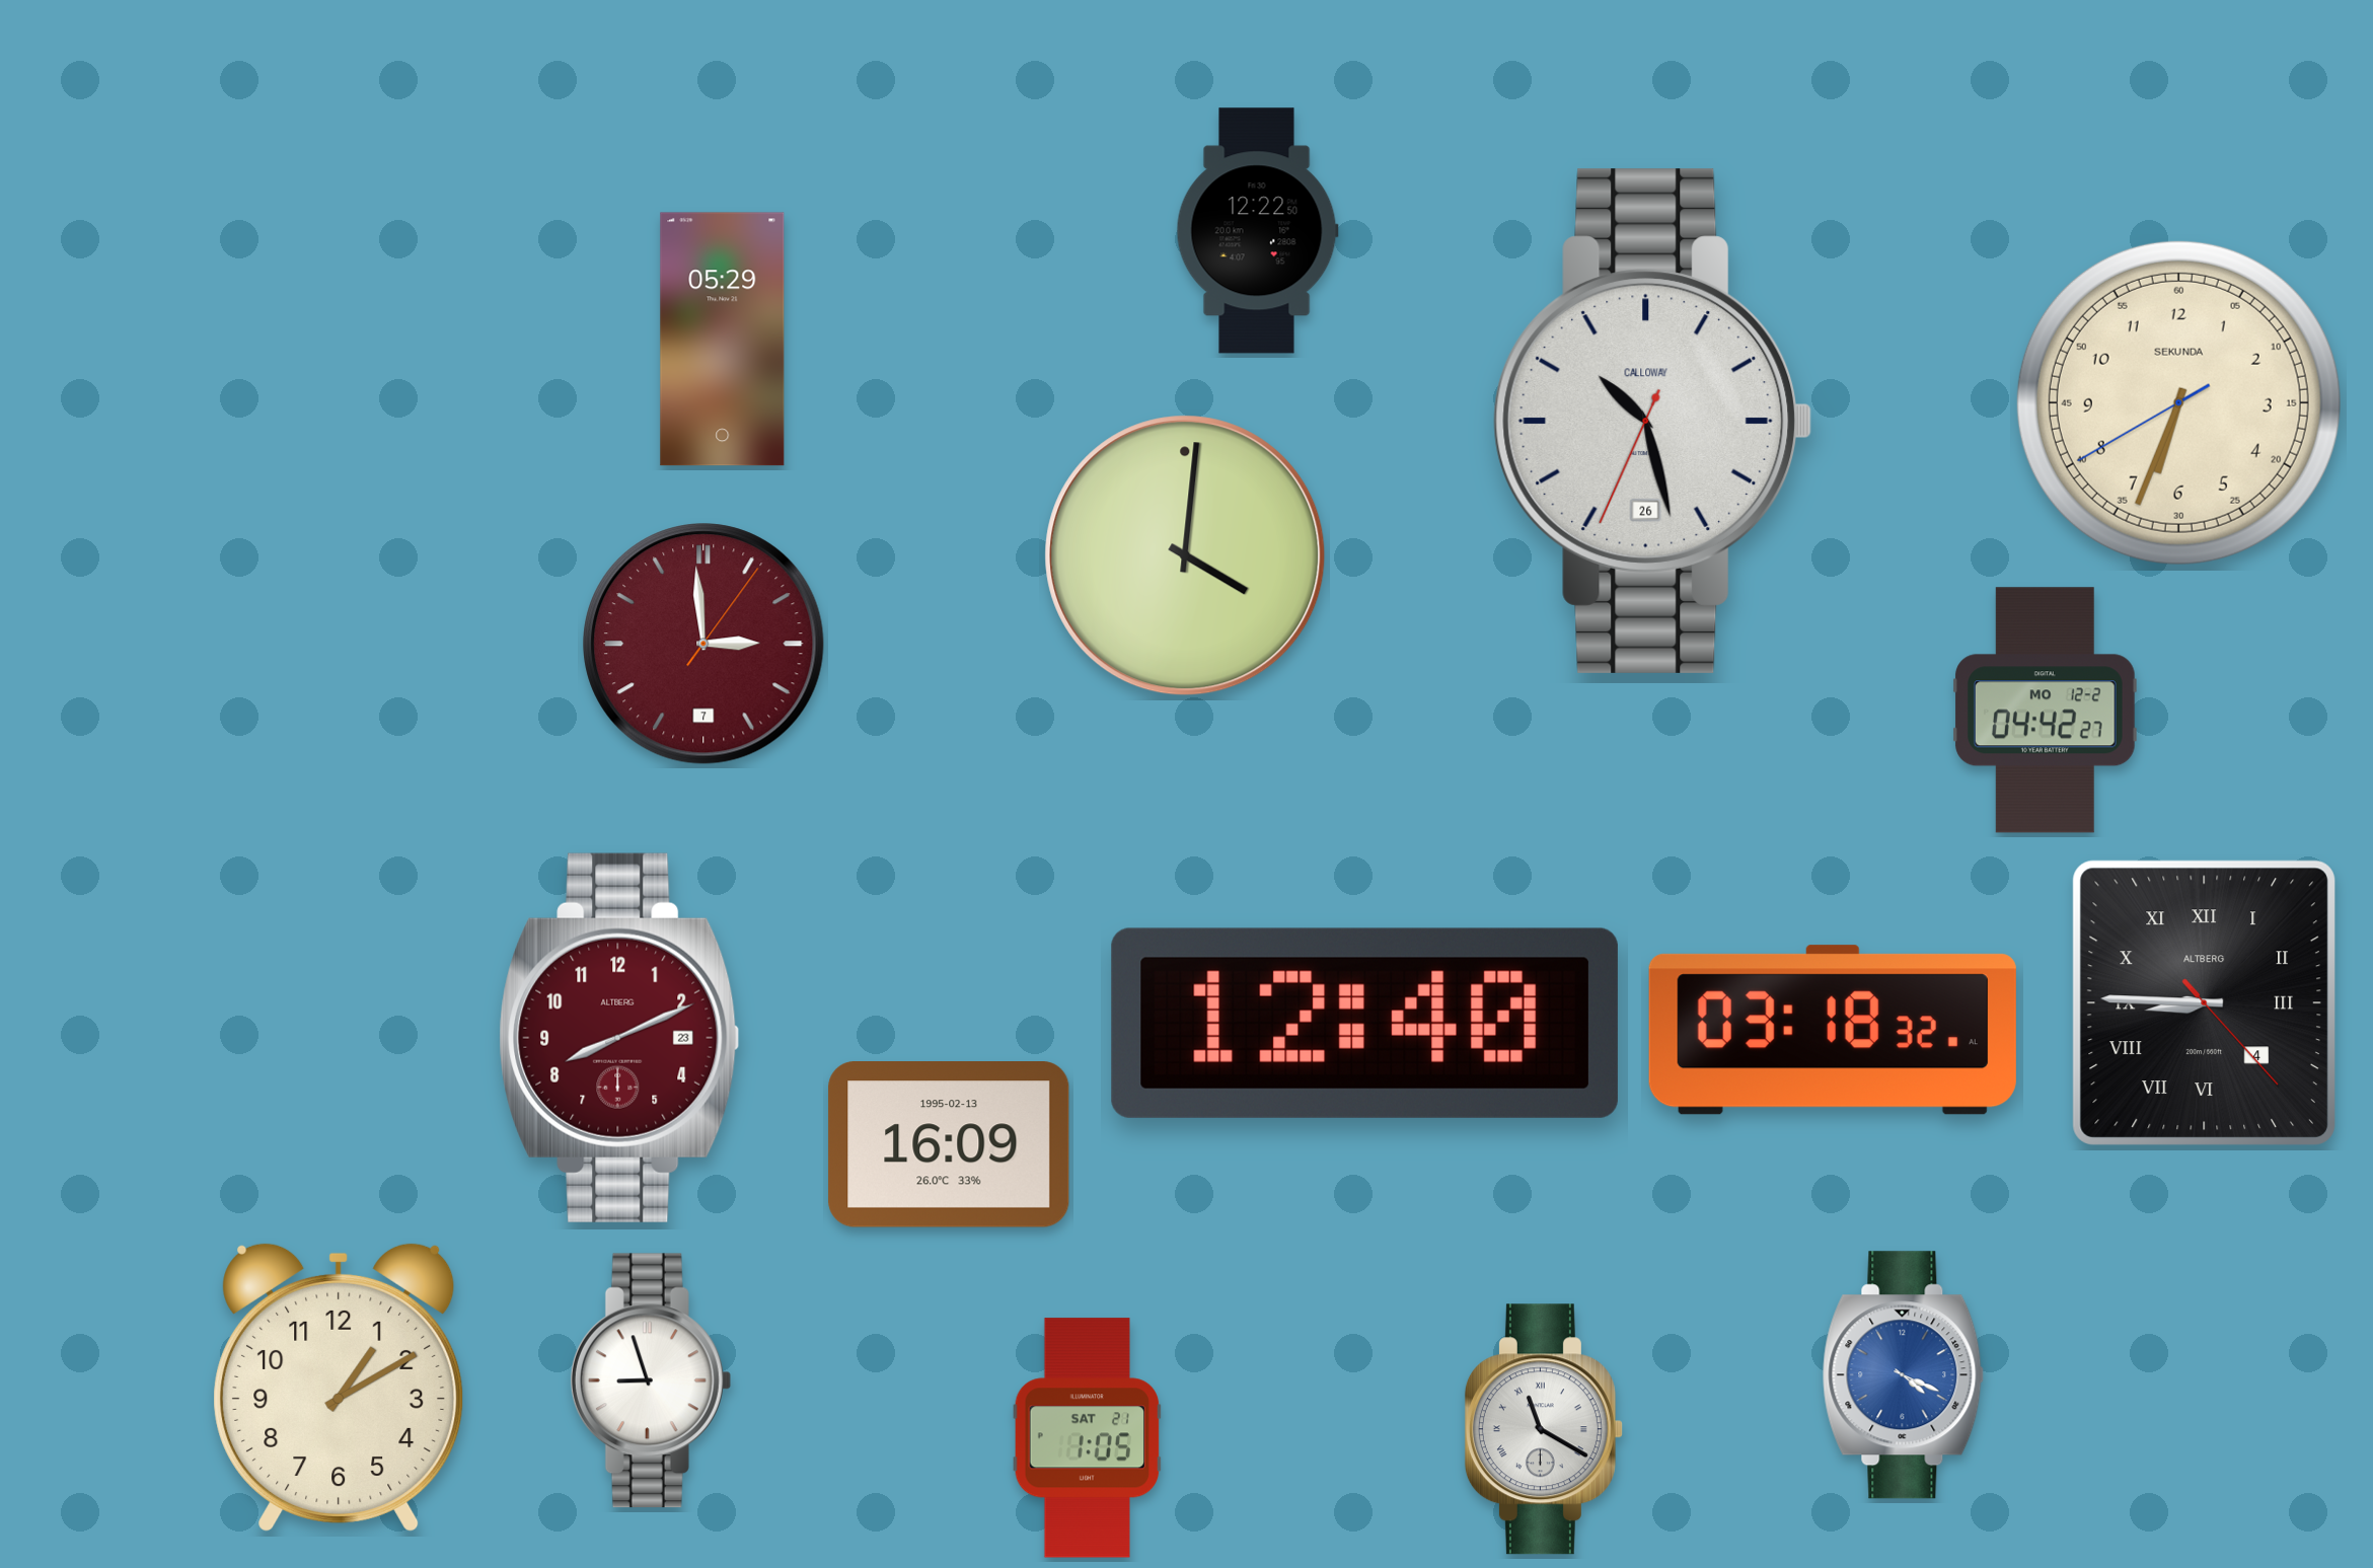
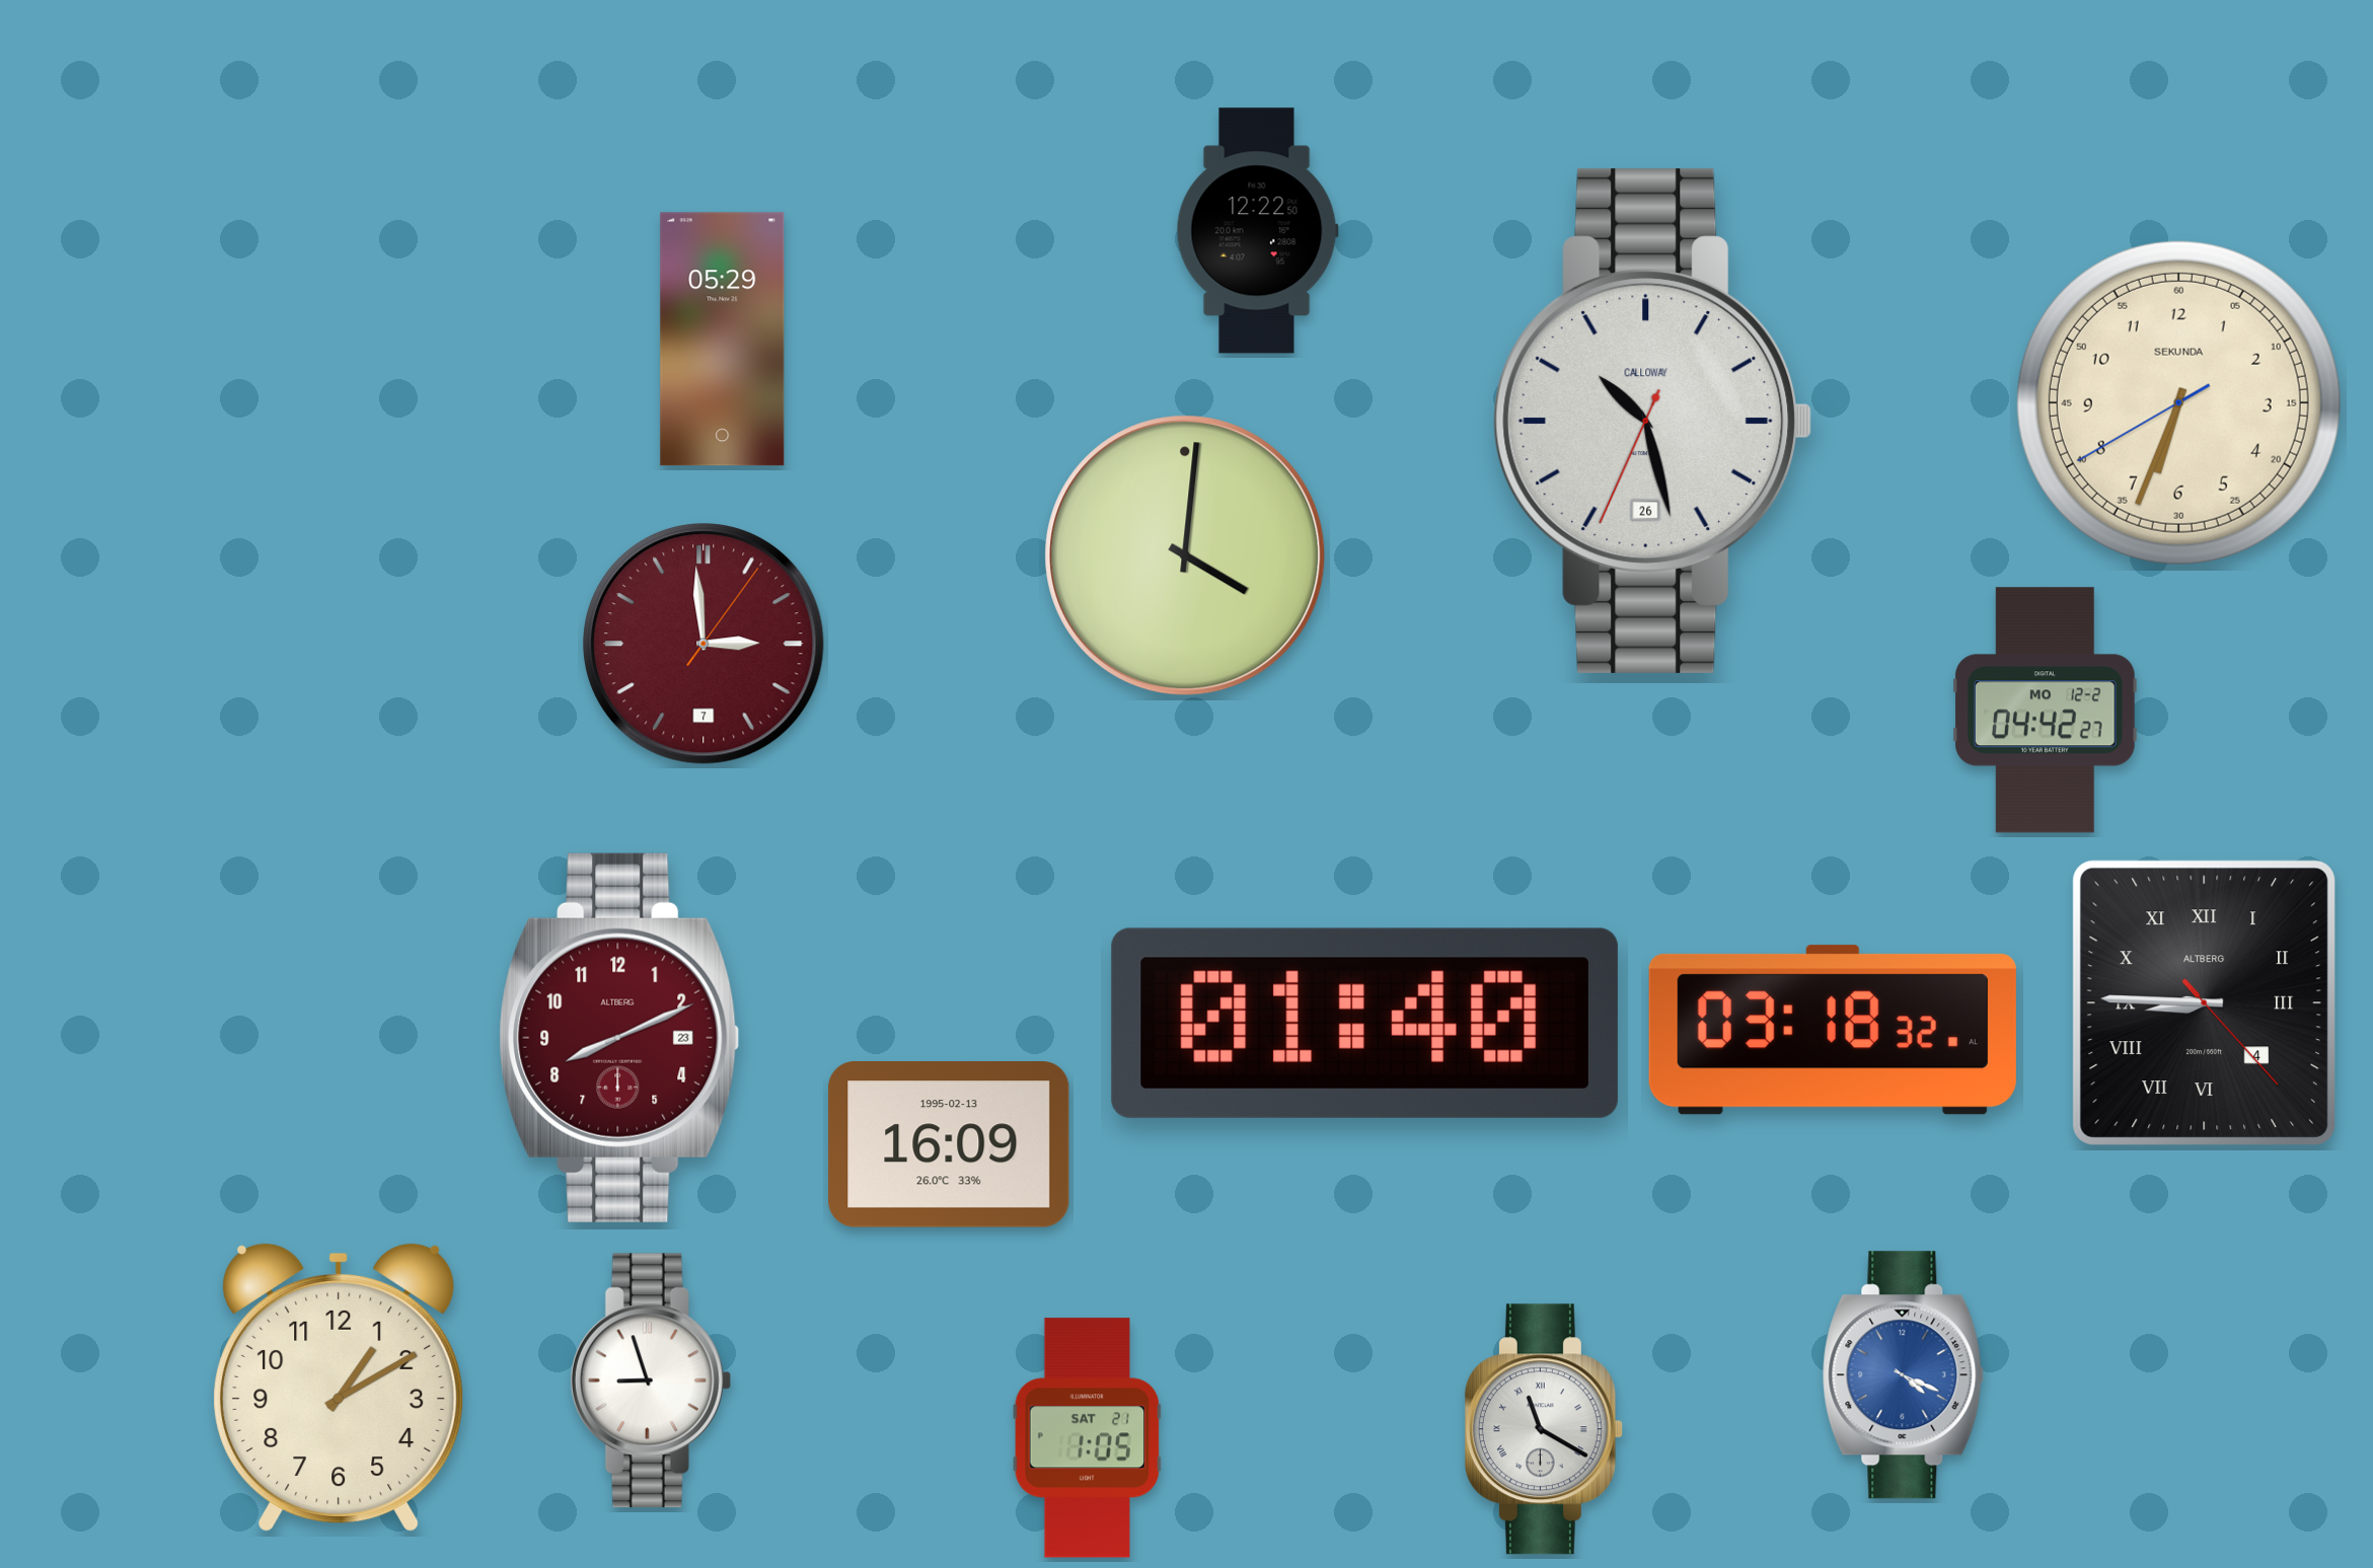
clock at (1364, 1023): 12:40 -> 01:40
